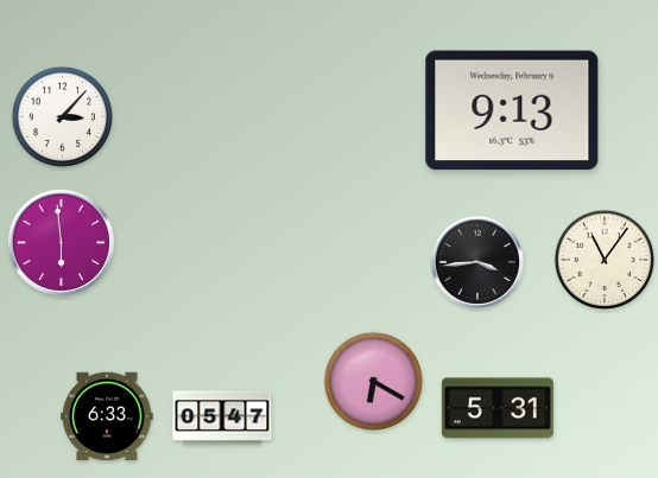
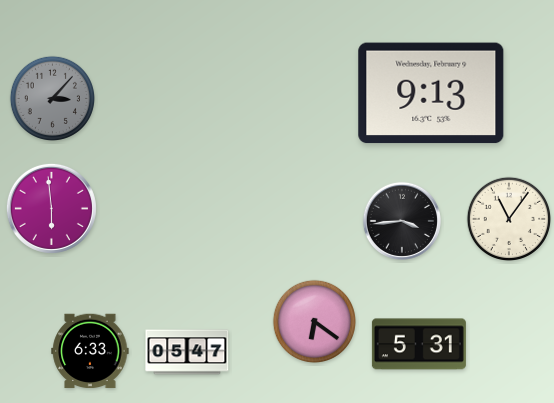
clock at (62, 116) dial: white -> grey
clock at (61, 242) position: (61, 242) -> (51, 208)
clock at (374, 382): 6:20 -> 6:21
